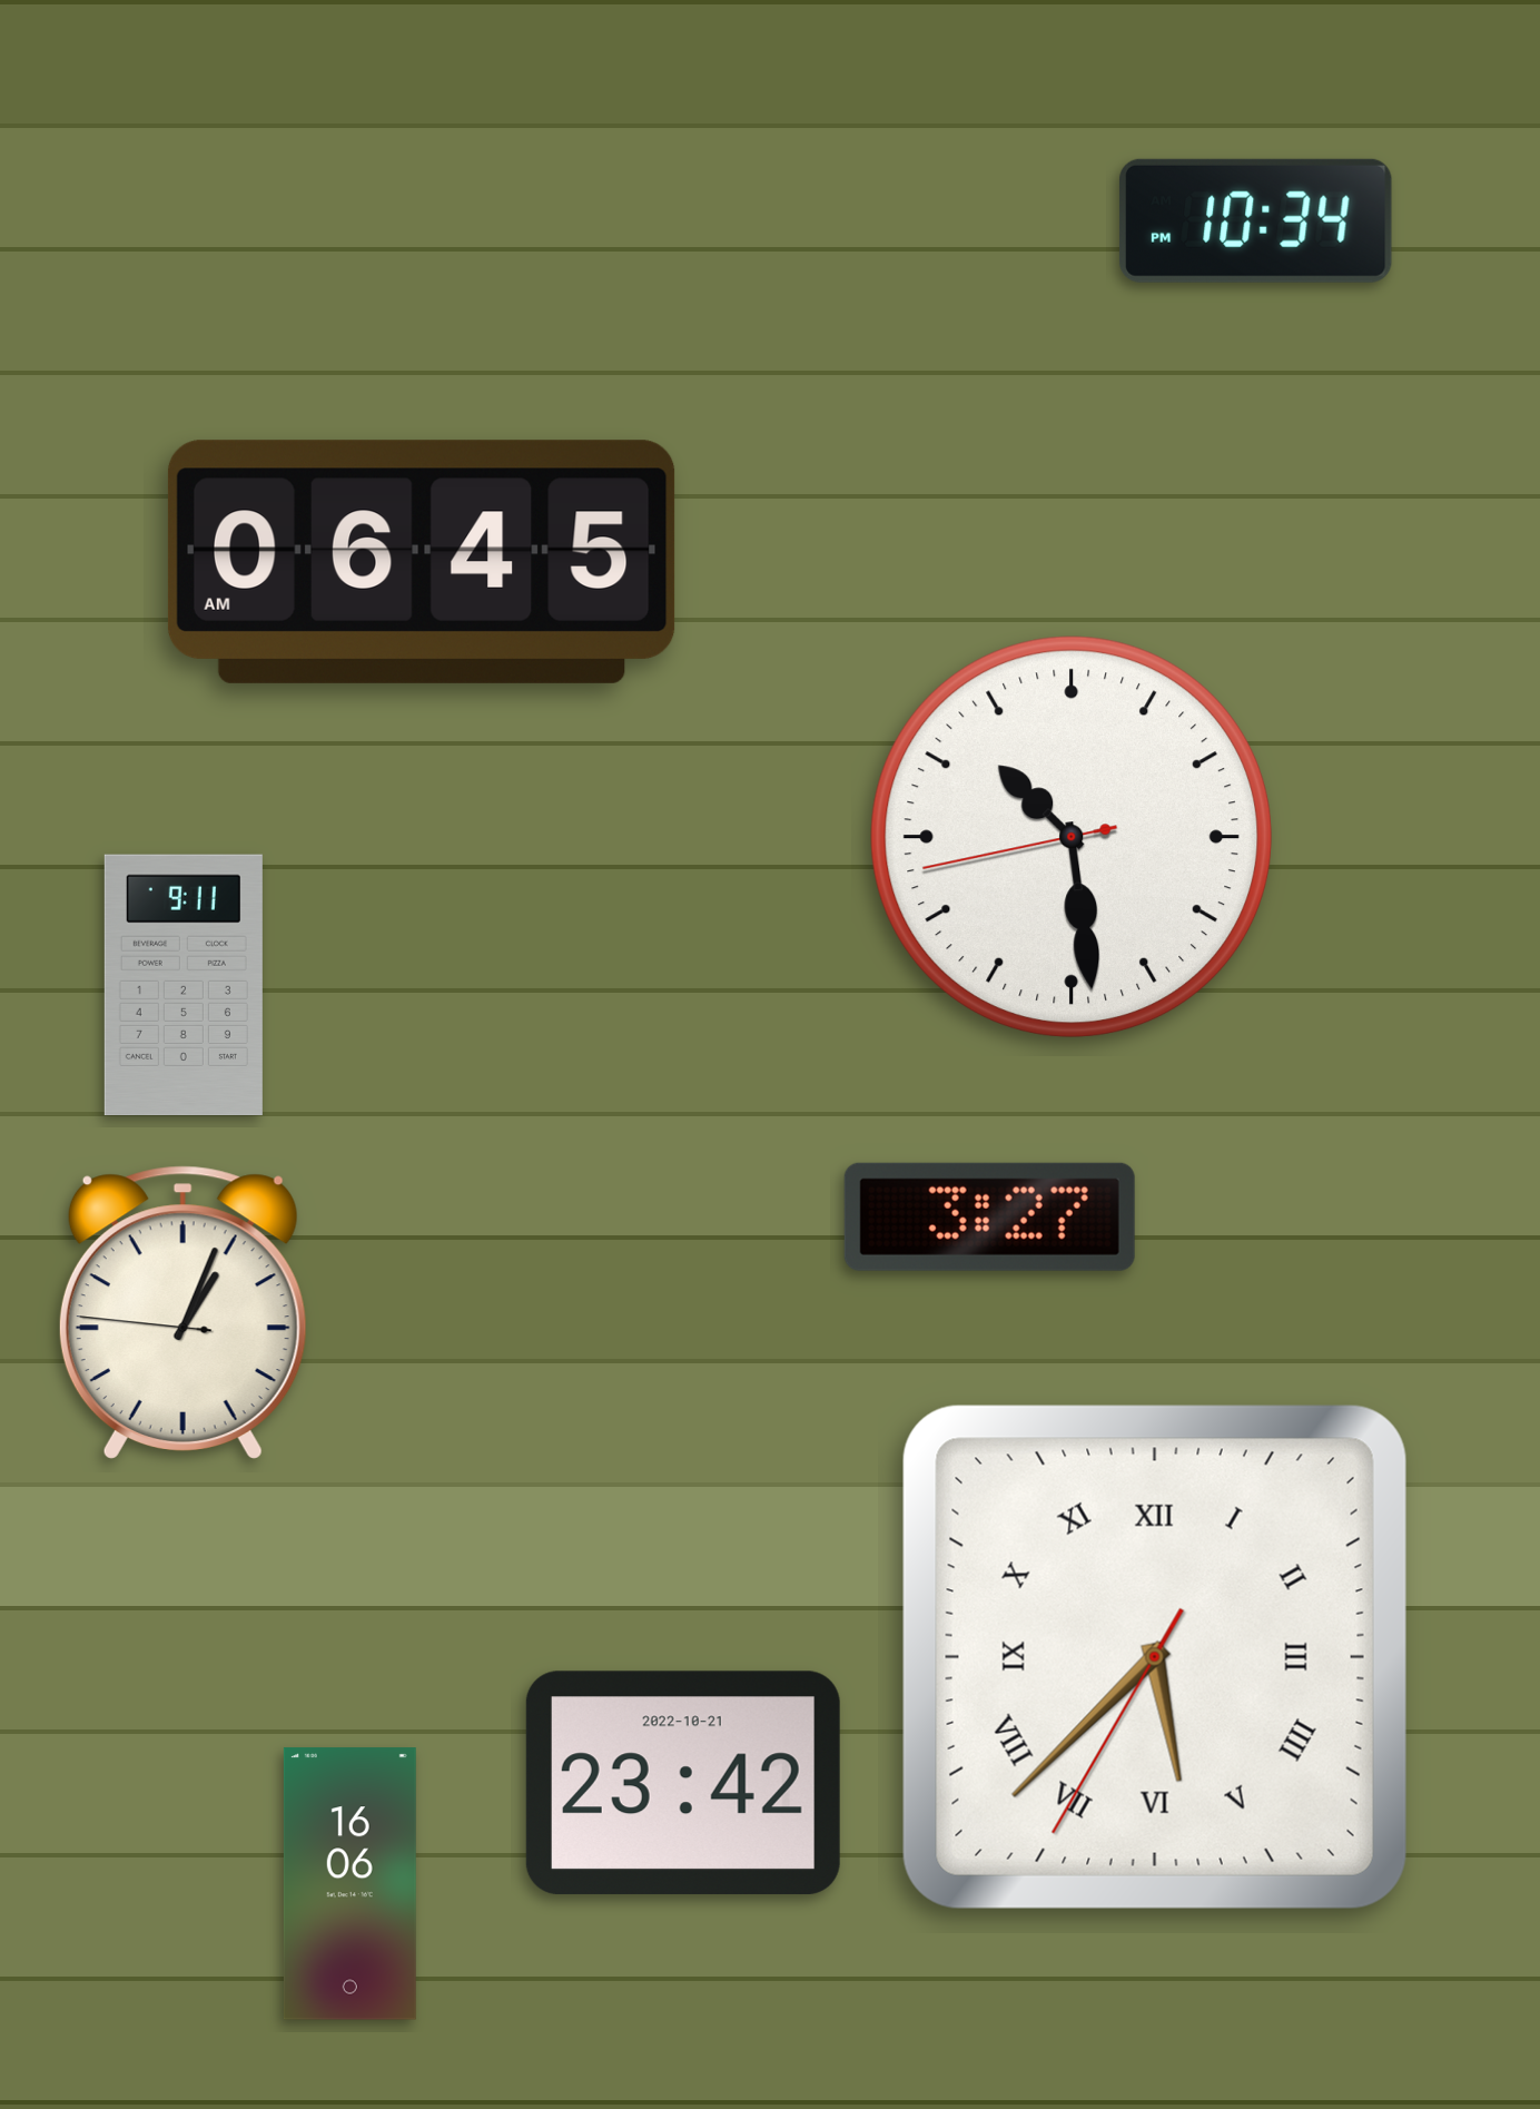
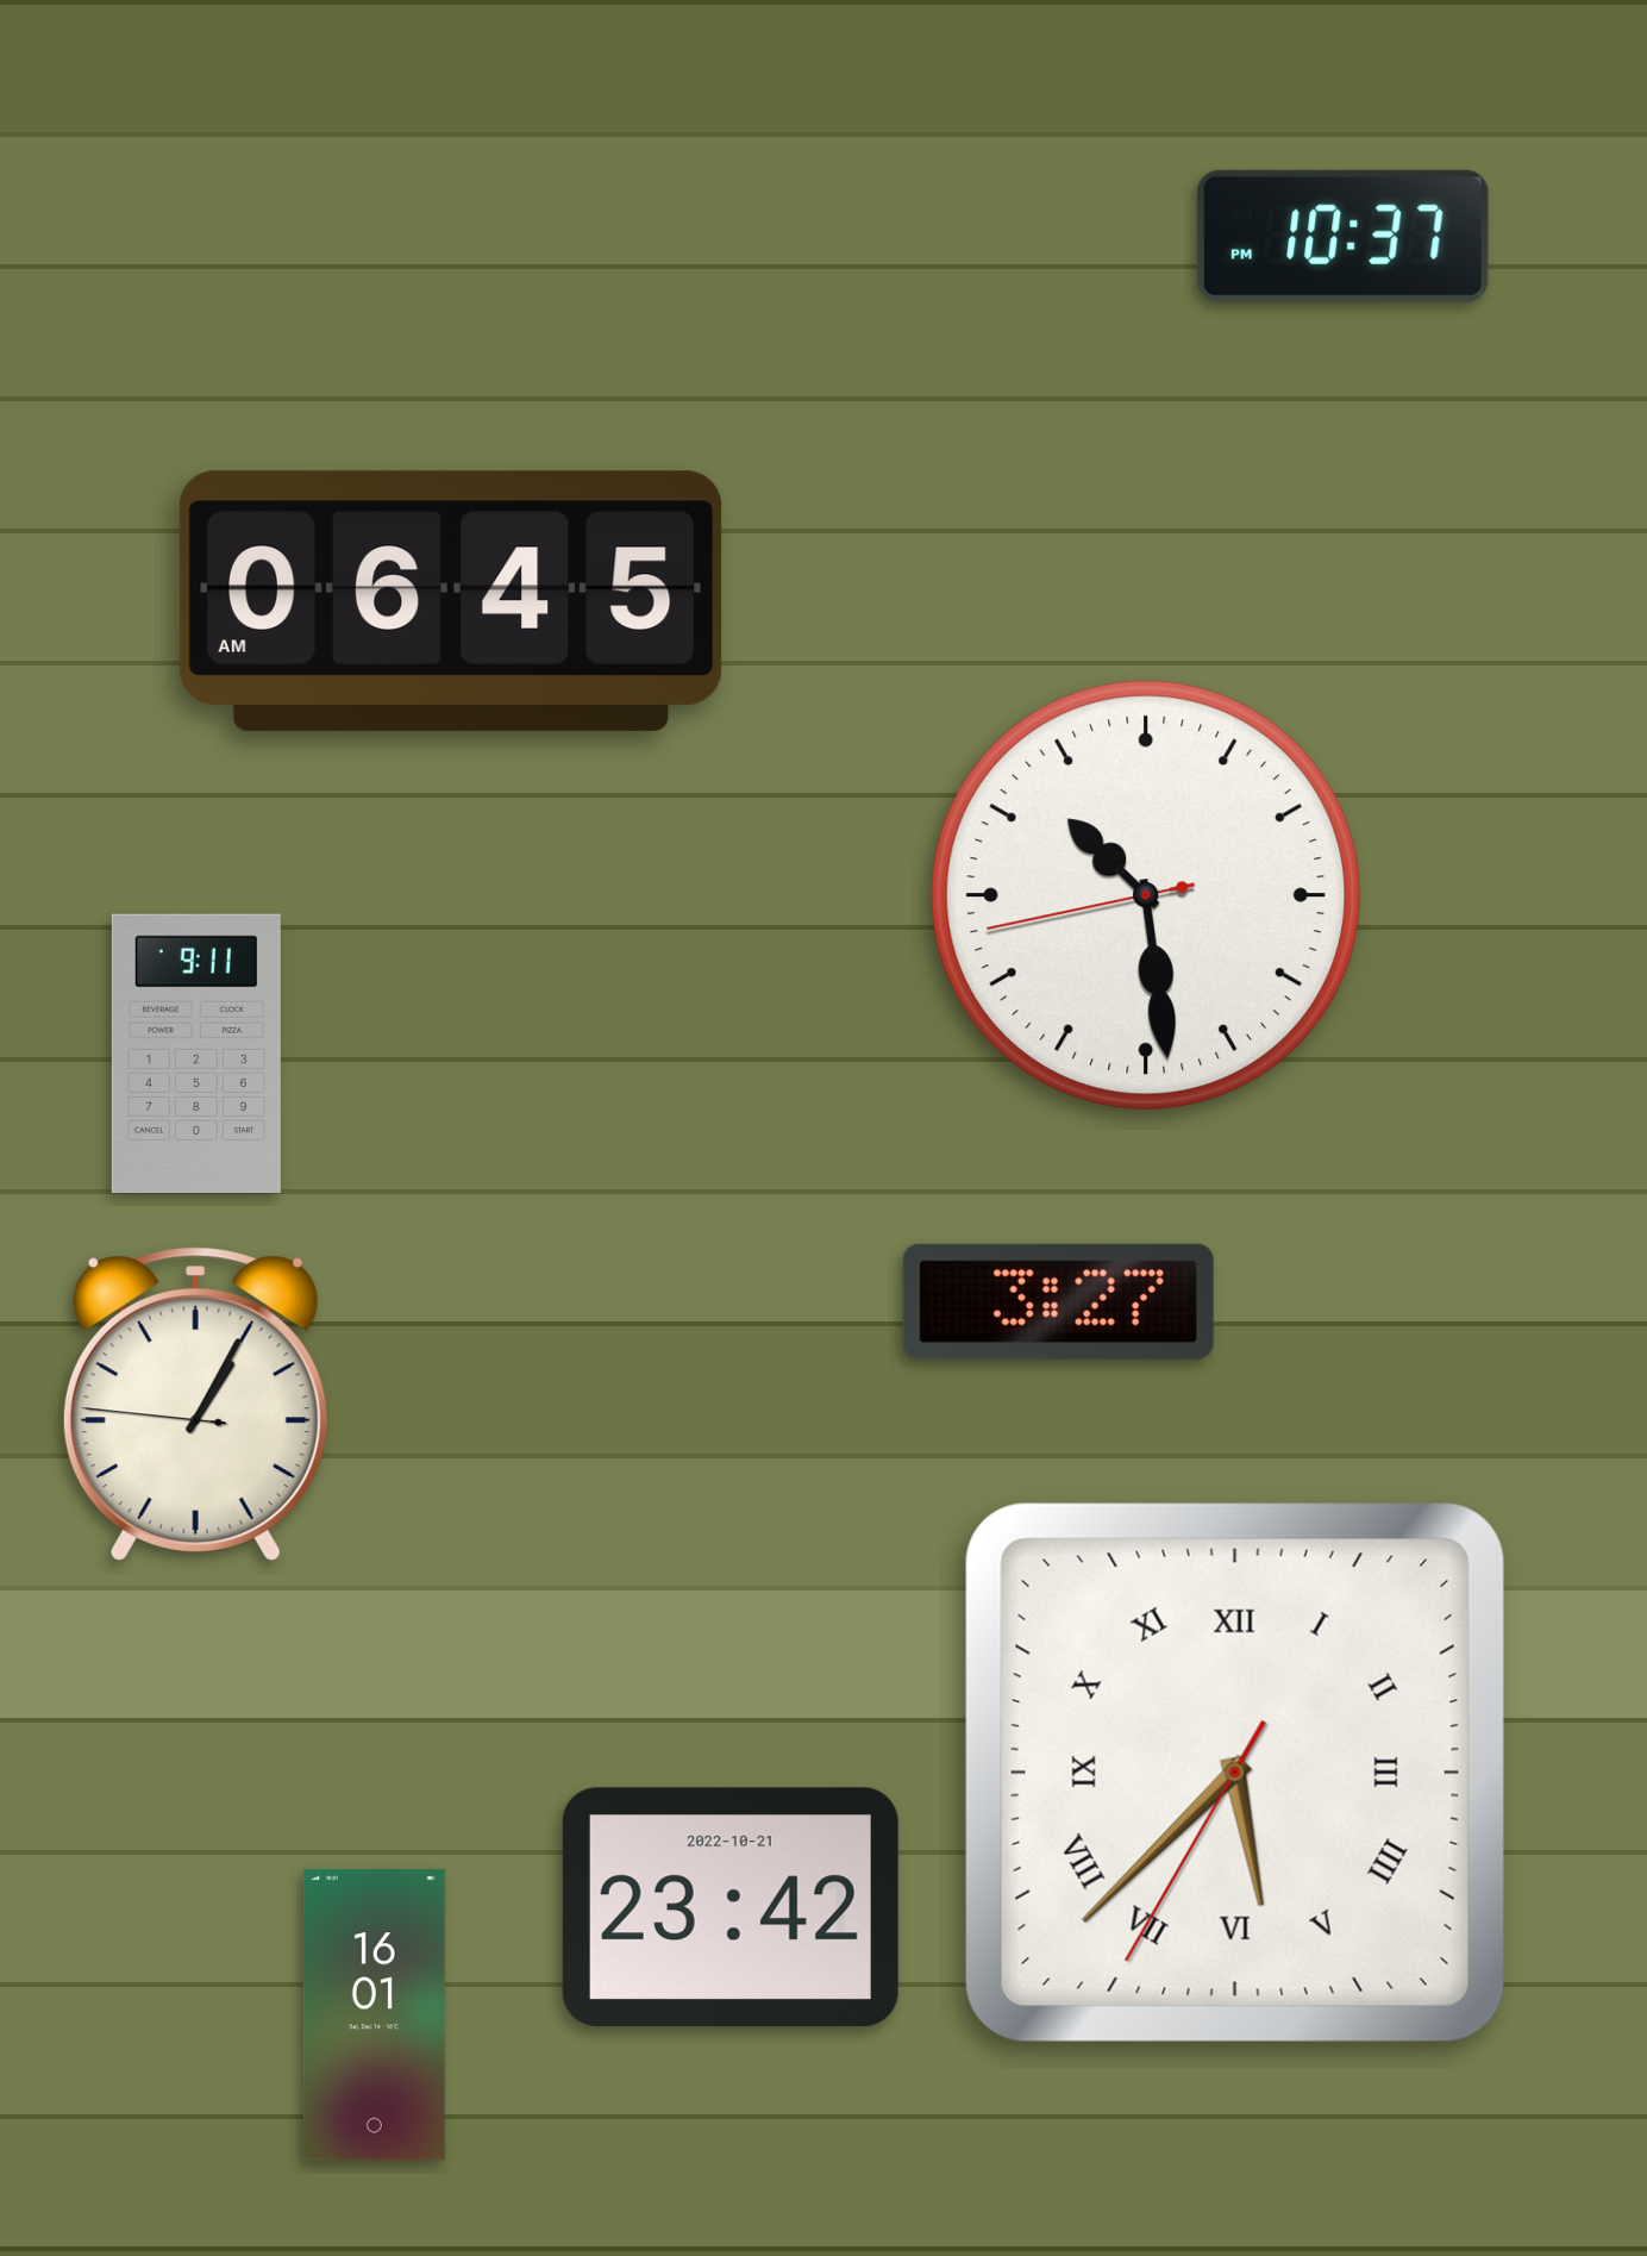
clock at (1255, 220): 10:34 -> 10:37
clock at (182, 1312): 1:03 -> 1:04
clock at (349, 1884): 16:06 -> 16:01
